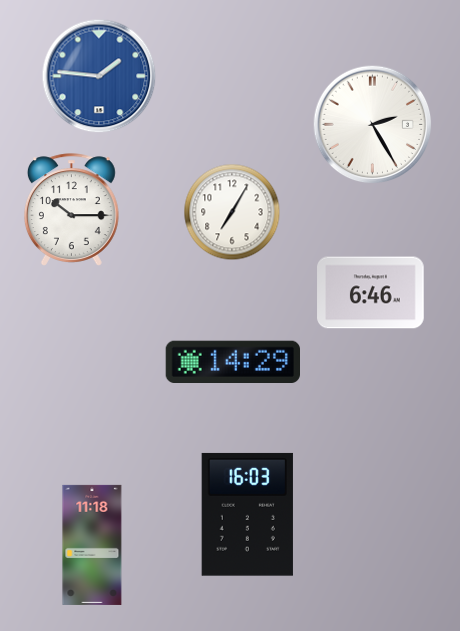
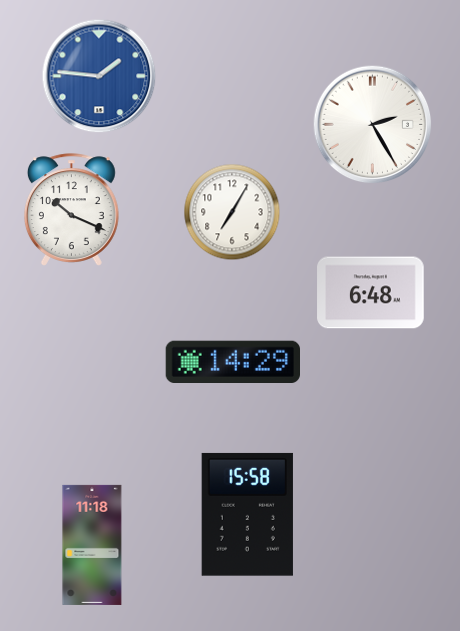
clock at (71, 210): 10:15 -> 10:19
clock at (371, 293): 6:46 -> 6:48
clock at (247, 514): 16:03 -> 15:58
